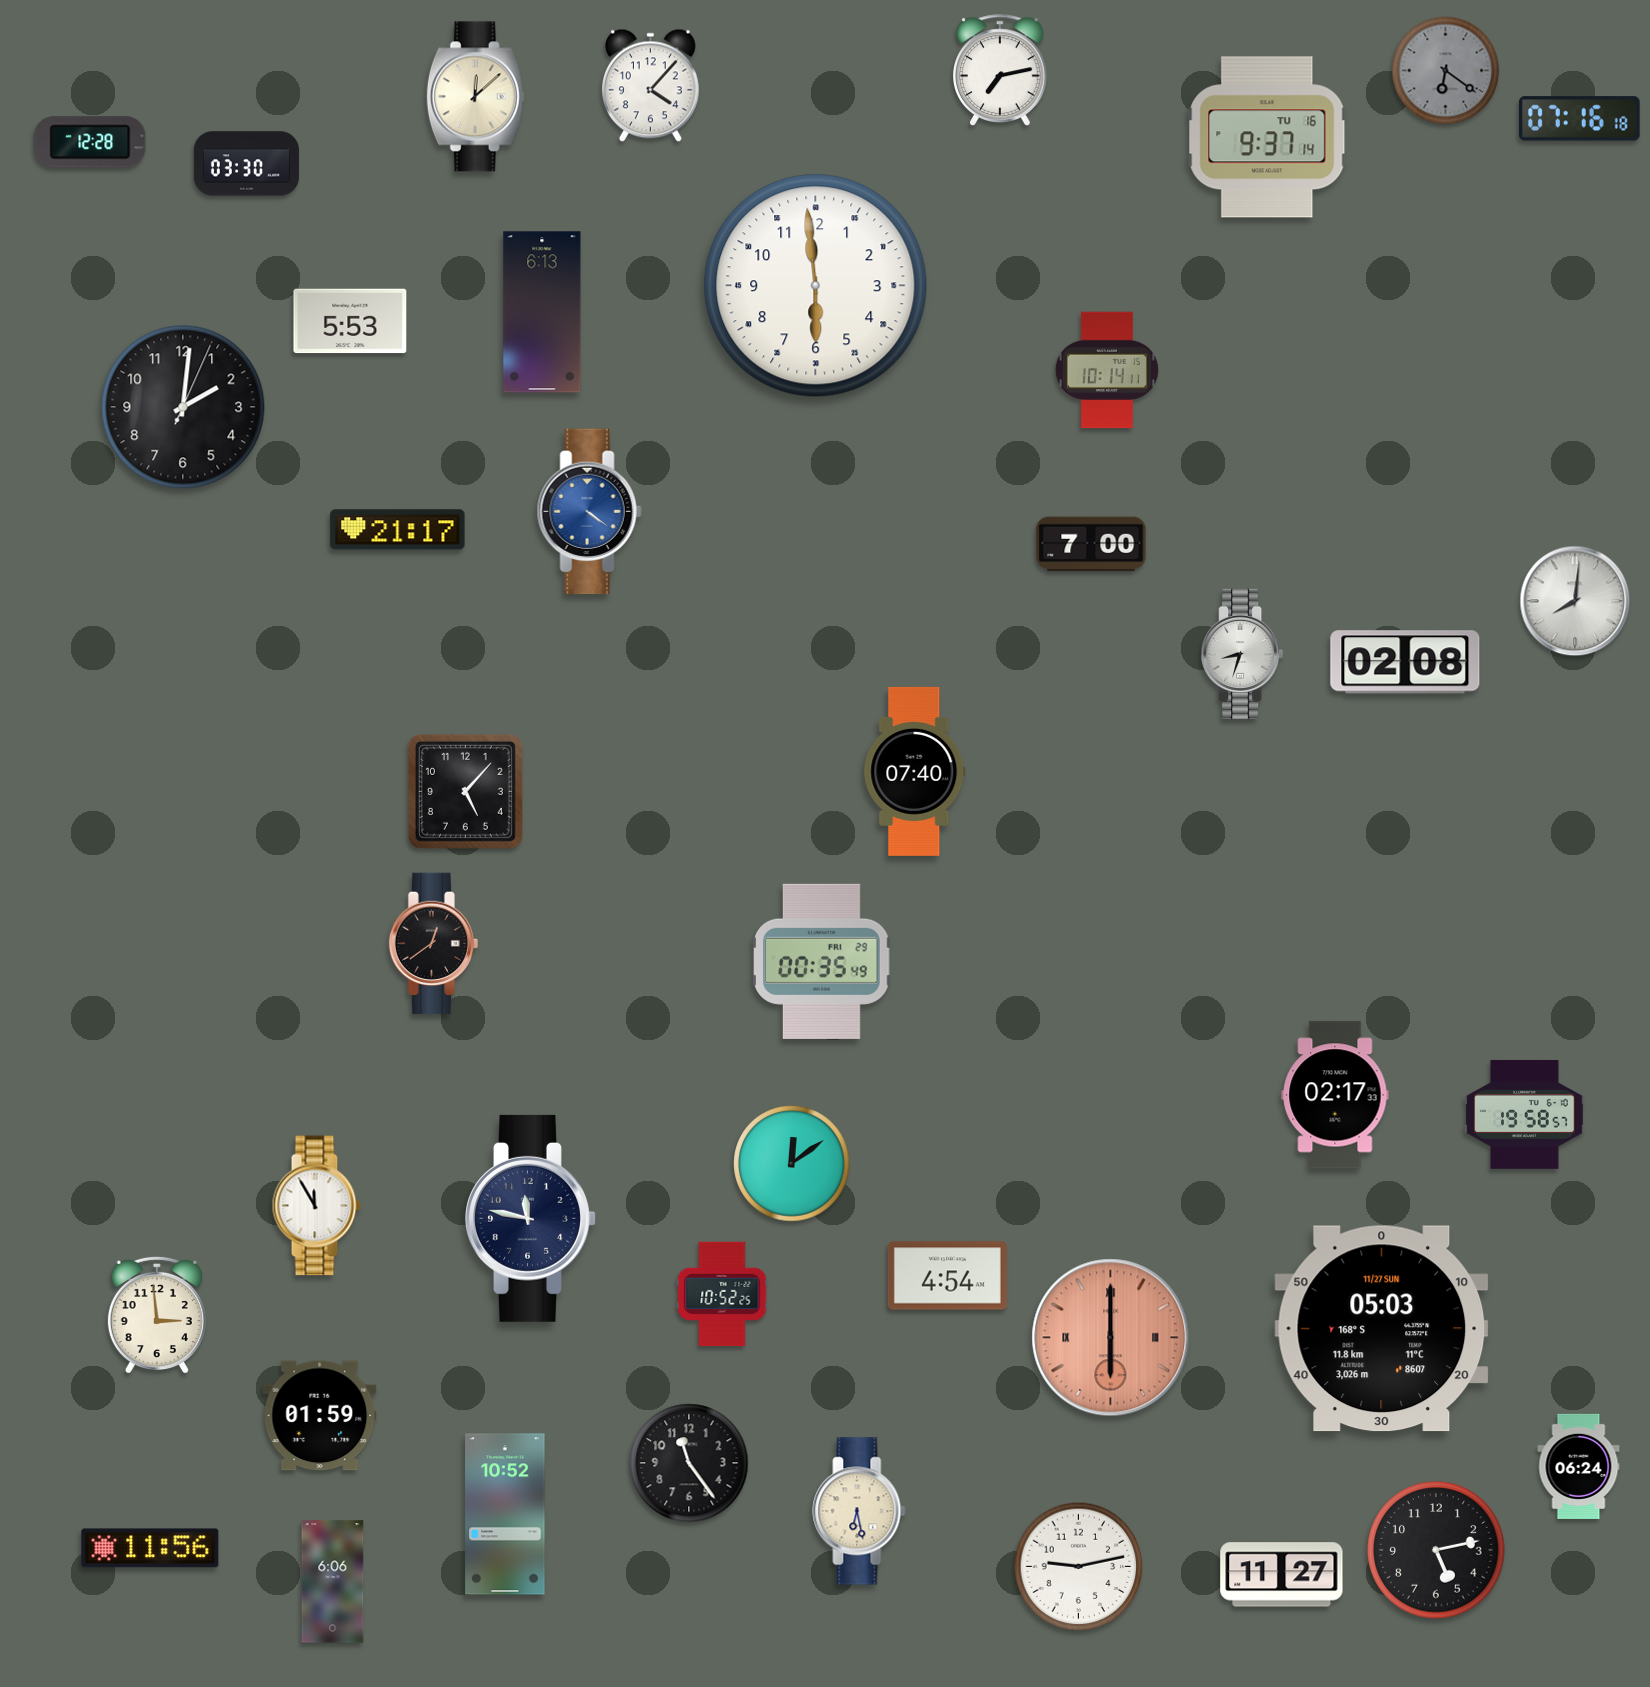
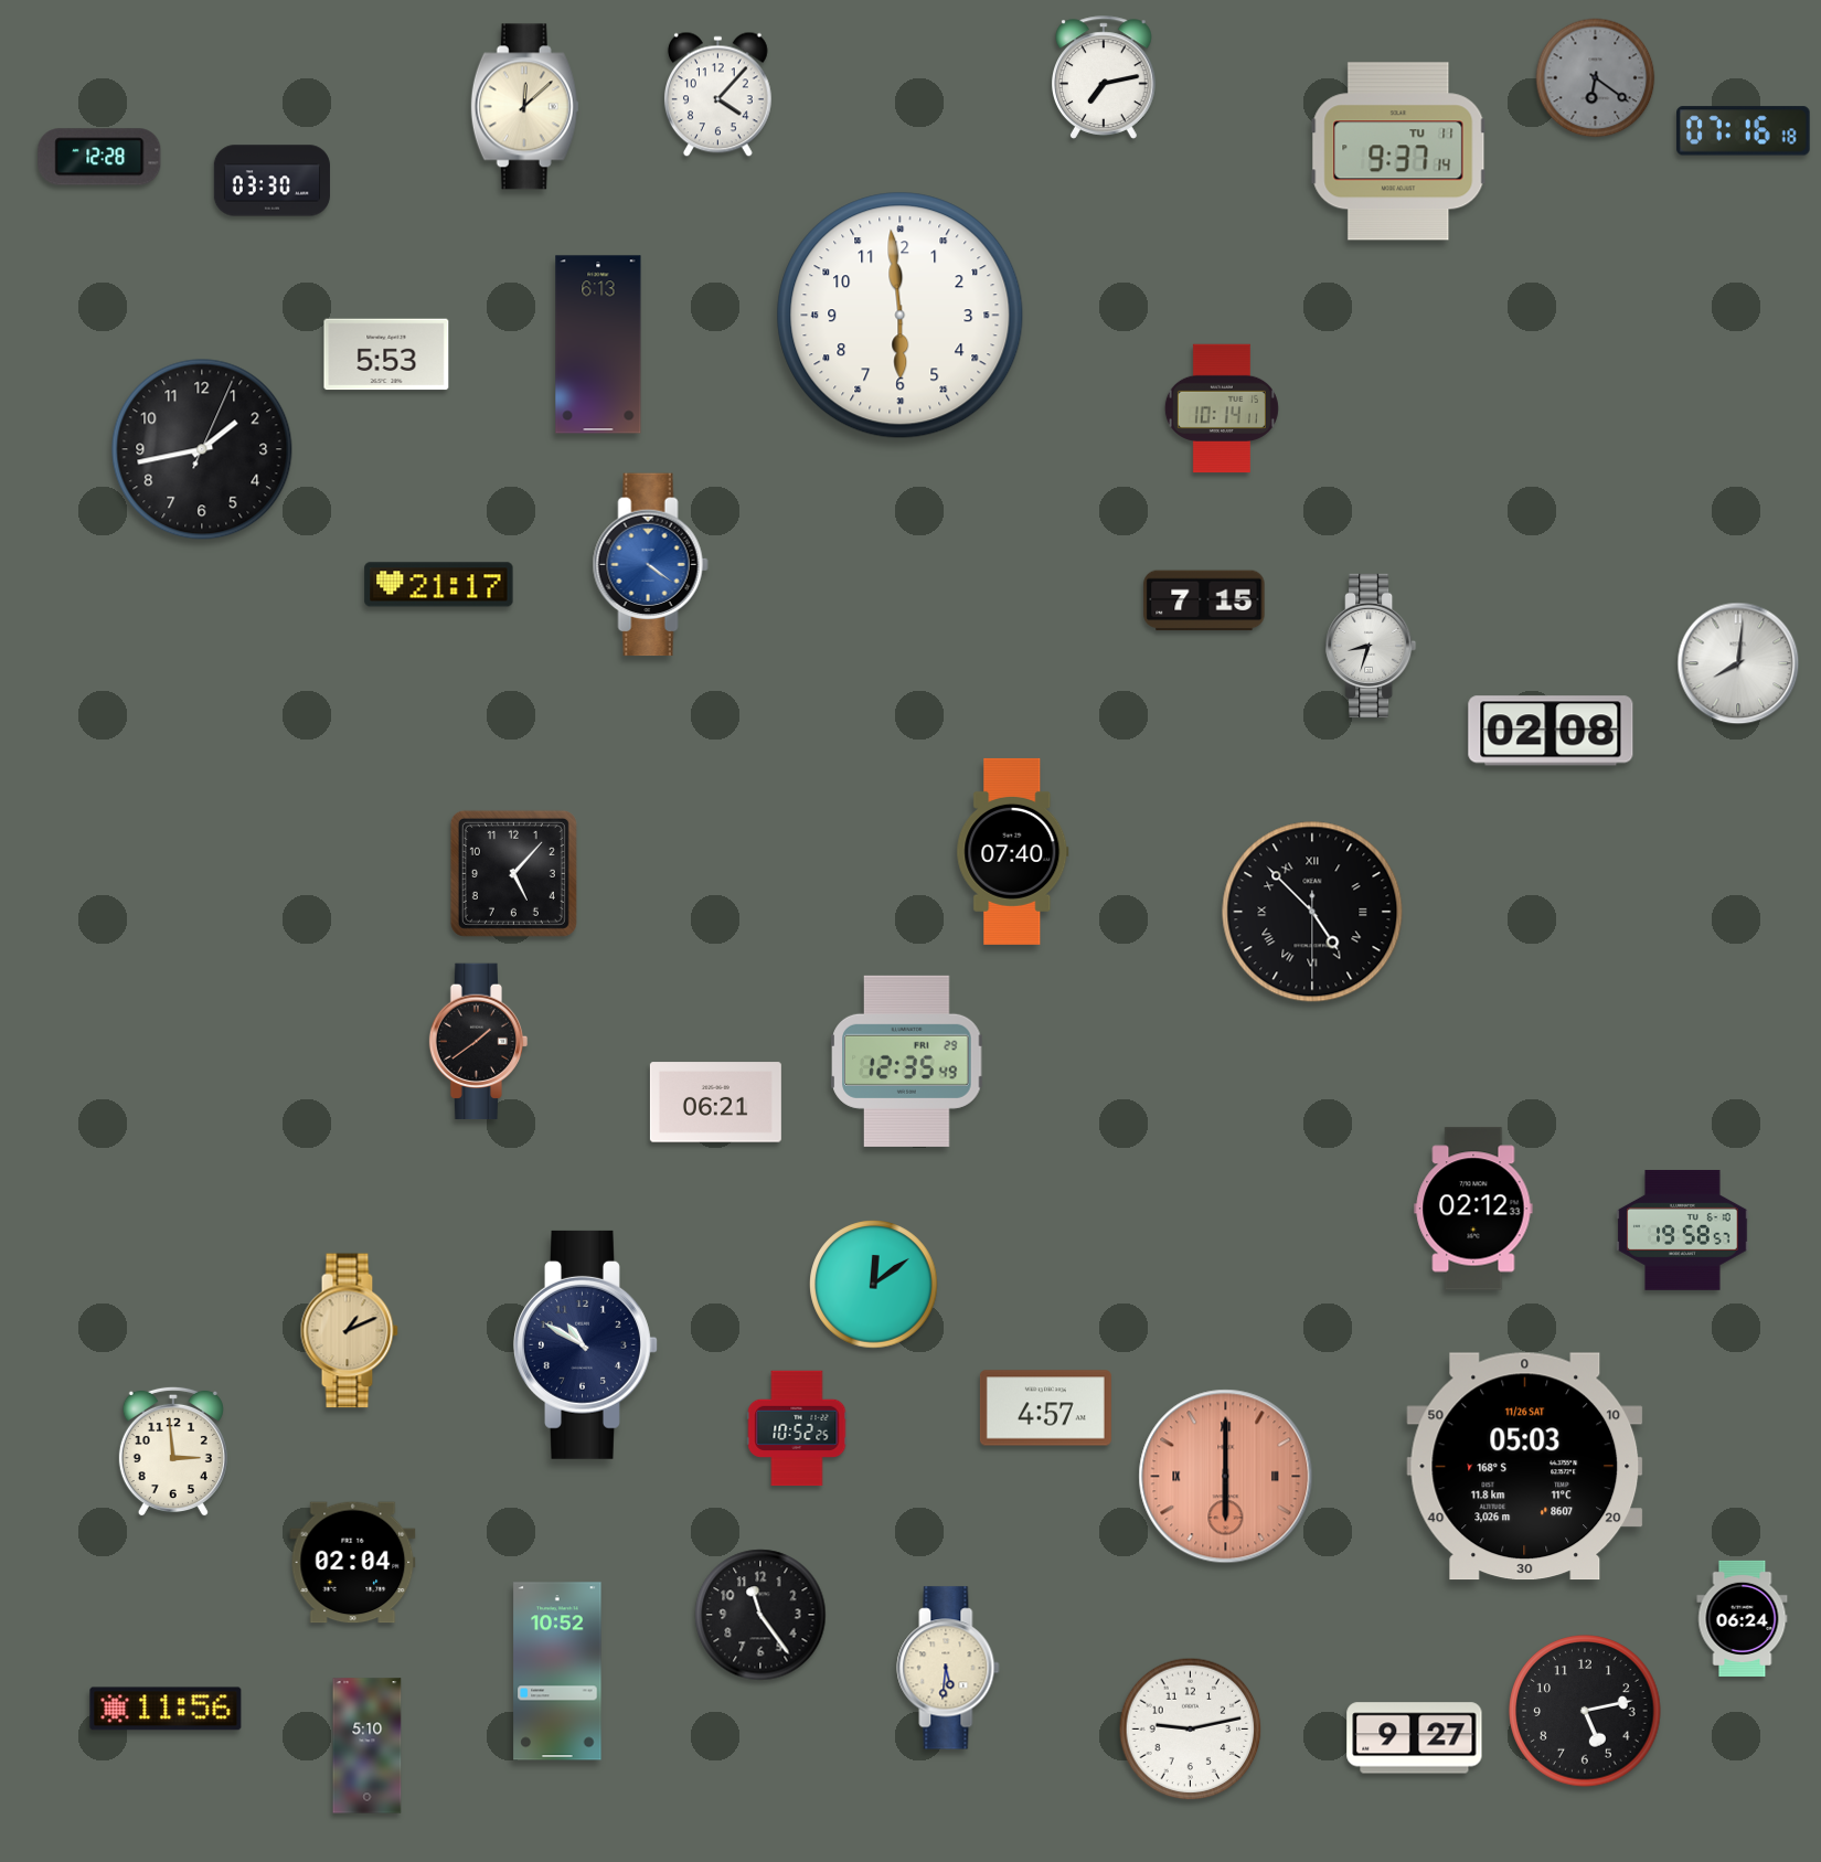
clock at (1267, 137) date: TU 16 -> TU 11
clock at (183, 407): 2:01 -> 1:43
clock at (1091, 544): 7:00 -> 7:15
clock at (1242, 654) position: (1242, 654) -> (1371, 646)
clock at (915, 771) position: (915, 771) -> (1013, 851)
clock at (1312, 912): none -> 4:52
clock at (434, 944): 12:39 -> 1:39
clock at (822, 961): 00:35 -> 12:35
clock at (715, 1103): none -> 06:21
clock at (1335, 1095): 02:17 -> 02:12
clock at (316, 1206): 11:55 -> 1:11
clock at (316, 1206) dial: white -> champagne
clock at (531, 1218): 11:47 -> 10:50
clock at (947, 1276): 4:54 -> 4:57
clock at (1382, 1329) date: 11/27 SUN -> 11/26 SAT
clock at (320, 1416): 01:59 -> 02:04
clock at (859, 1511): 6:28 -> 5:31
clock at (1282, 1575): 11:27 -> 9:27
clock at (333, 1582): 6:06 -> 5:10
